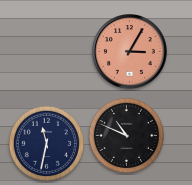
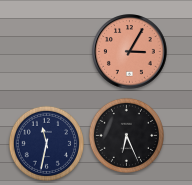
clock at (126, 135): 10:49 -> 6:26
